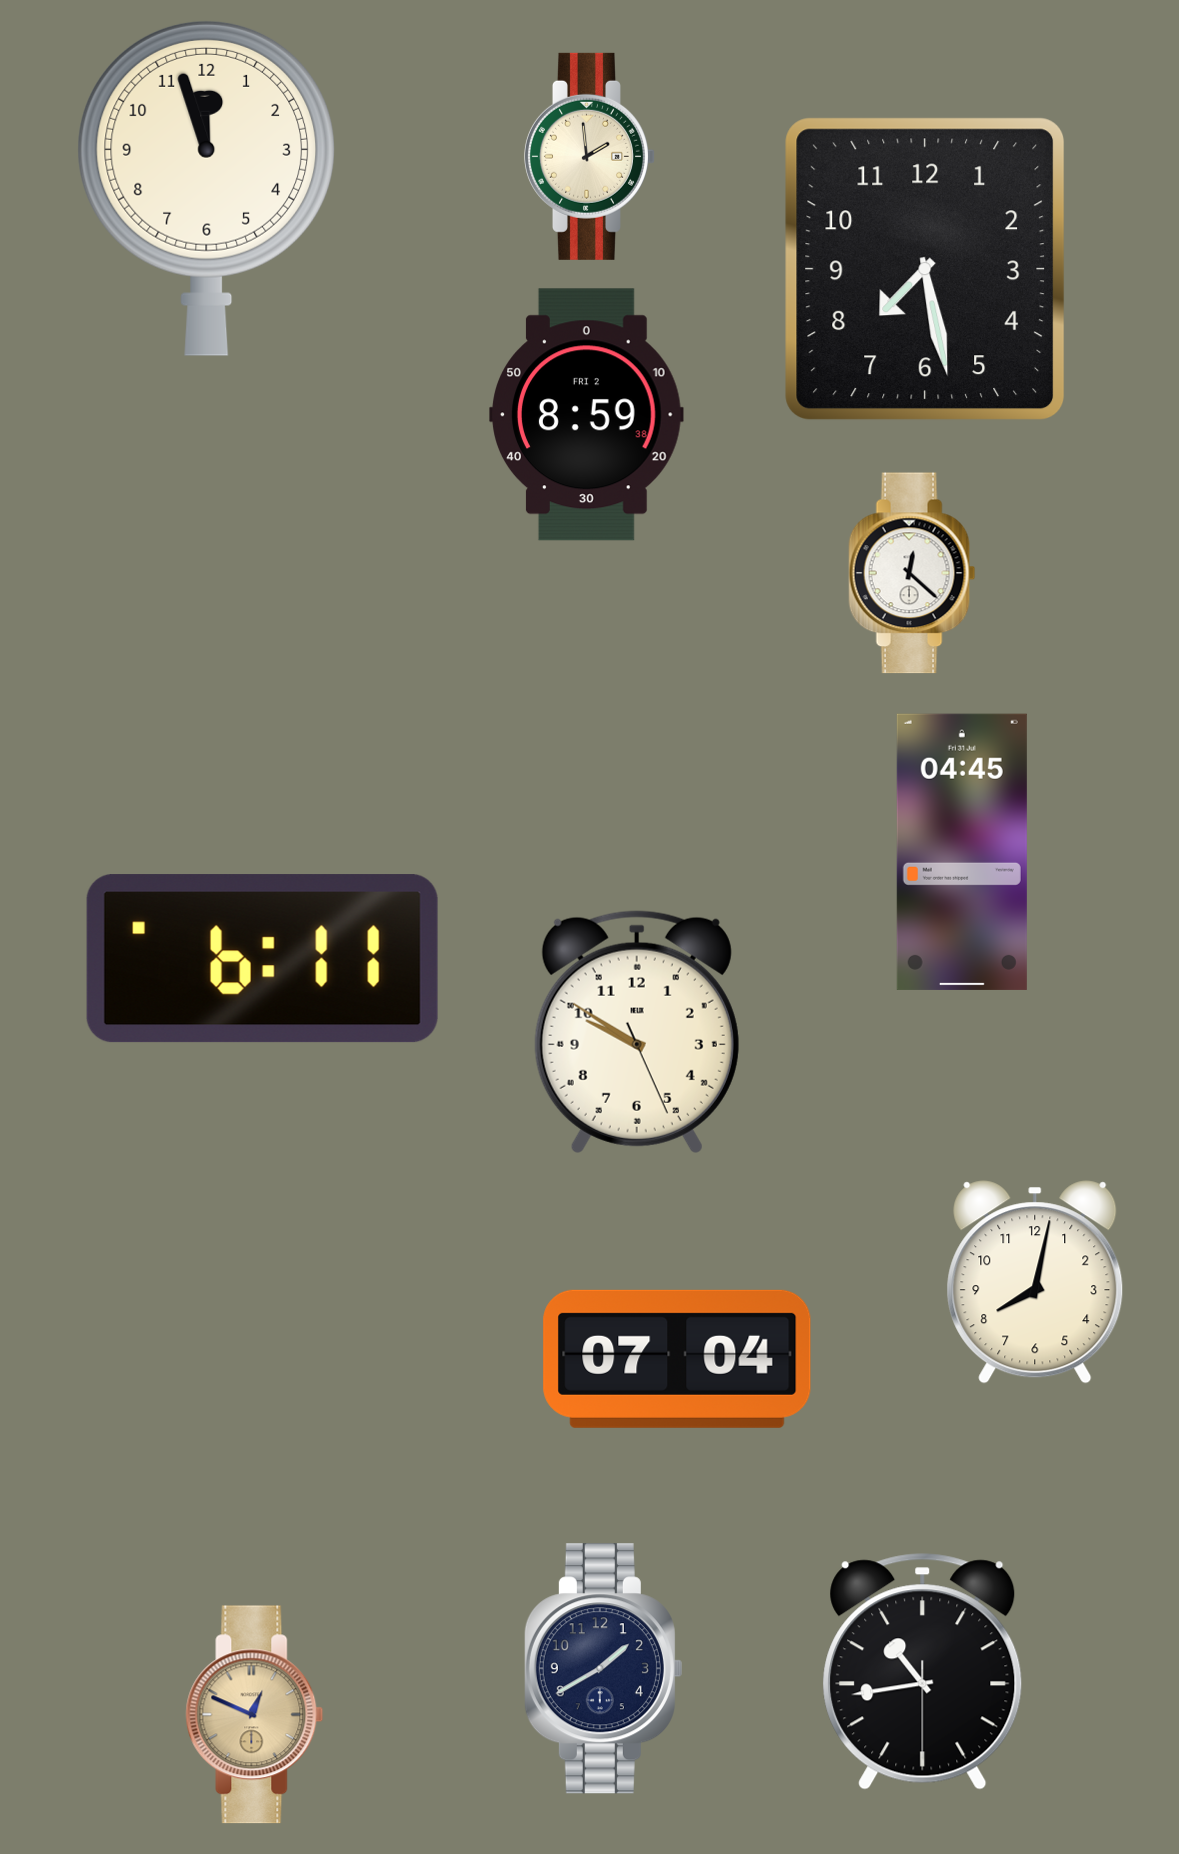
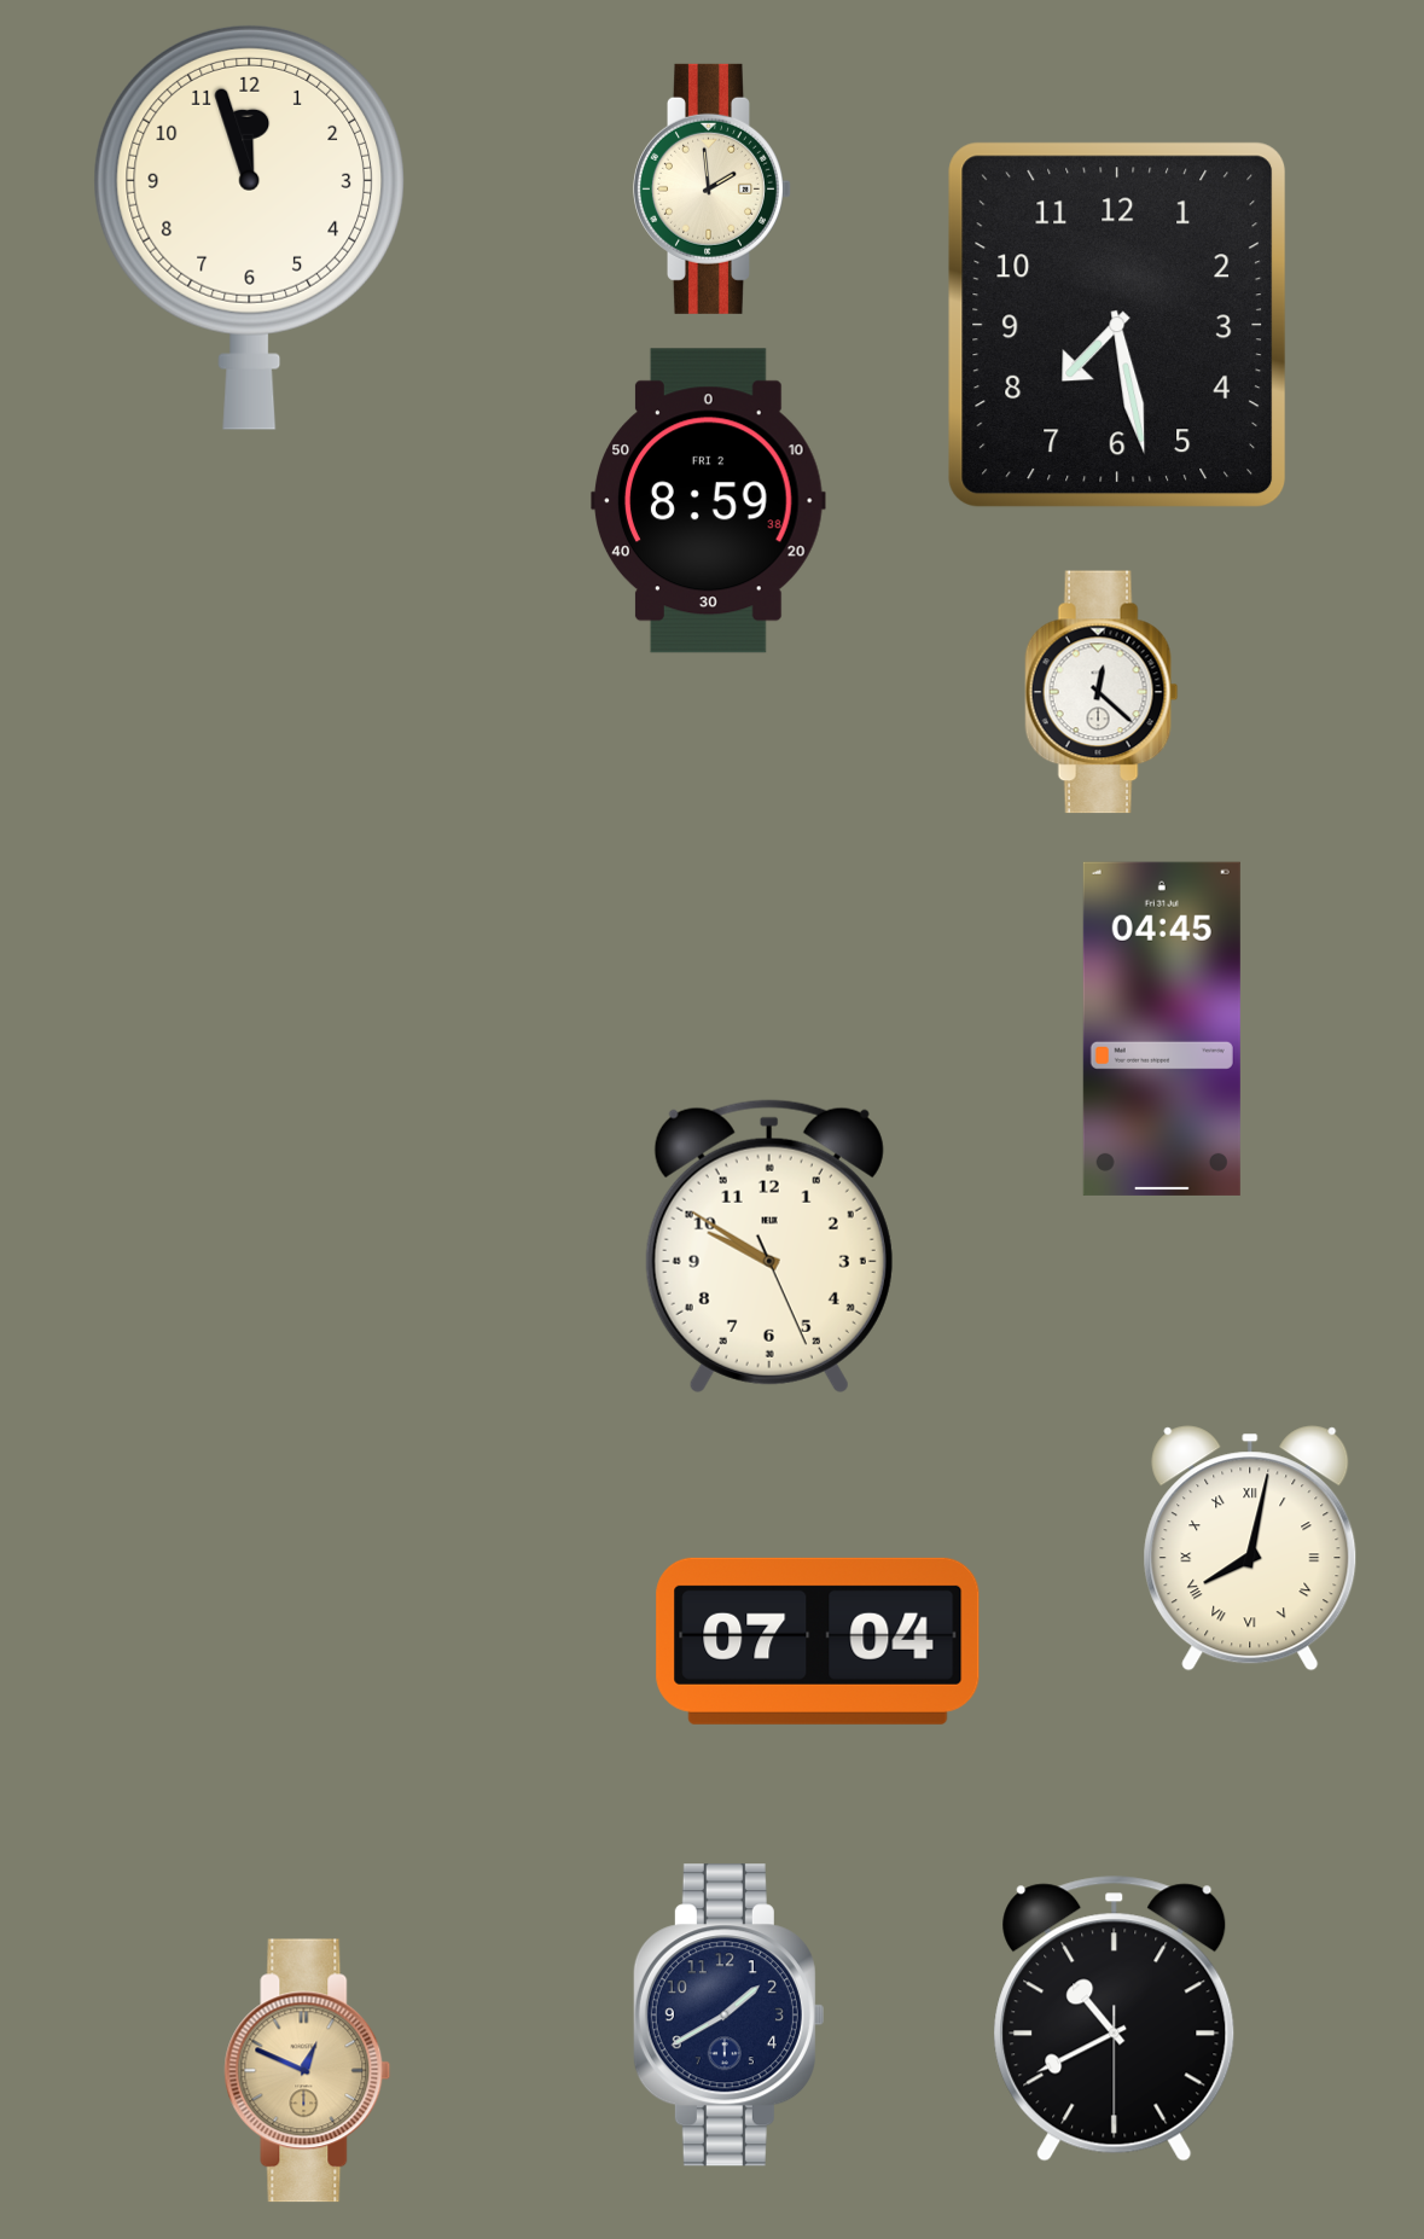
clock at (262, 959): 6:11 -> none
clock at (1035, 1282) numerals: Arabic -> Roman
clock at (923, 1672): 10:43 -> 10:40
